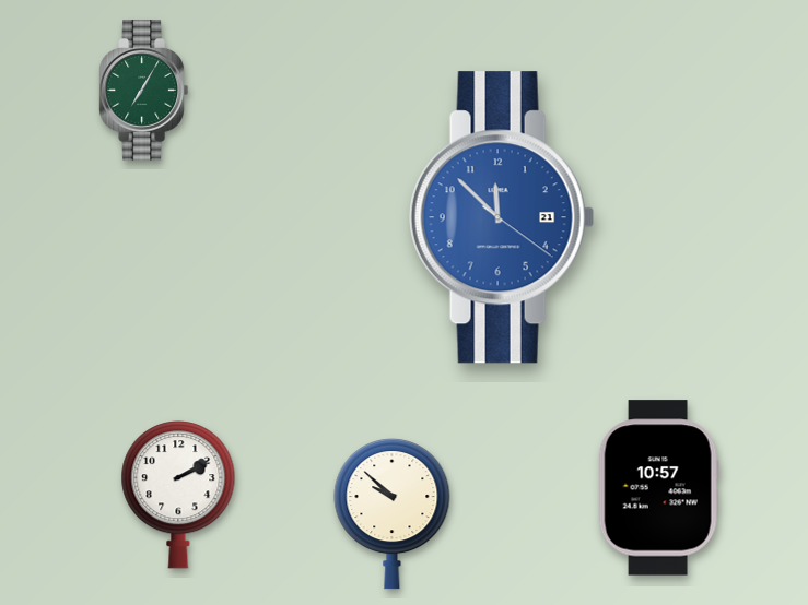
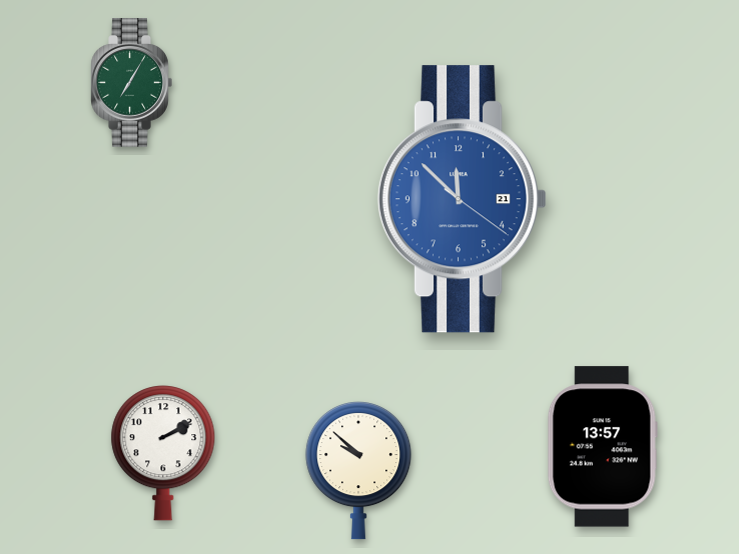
clock at (502, 217) position: (502, 217) -> (462, 199)
clock at (658, 488): 10:57 -> 13:57
